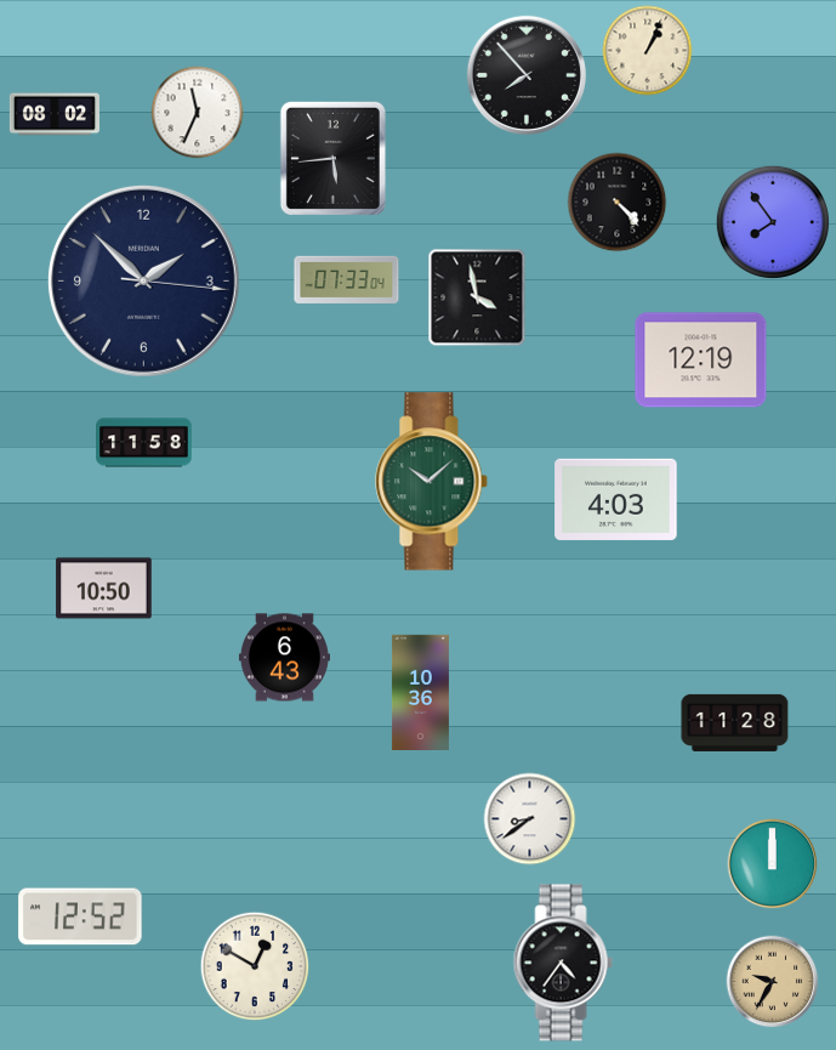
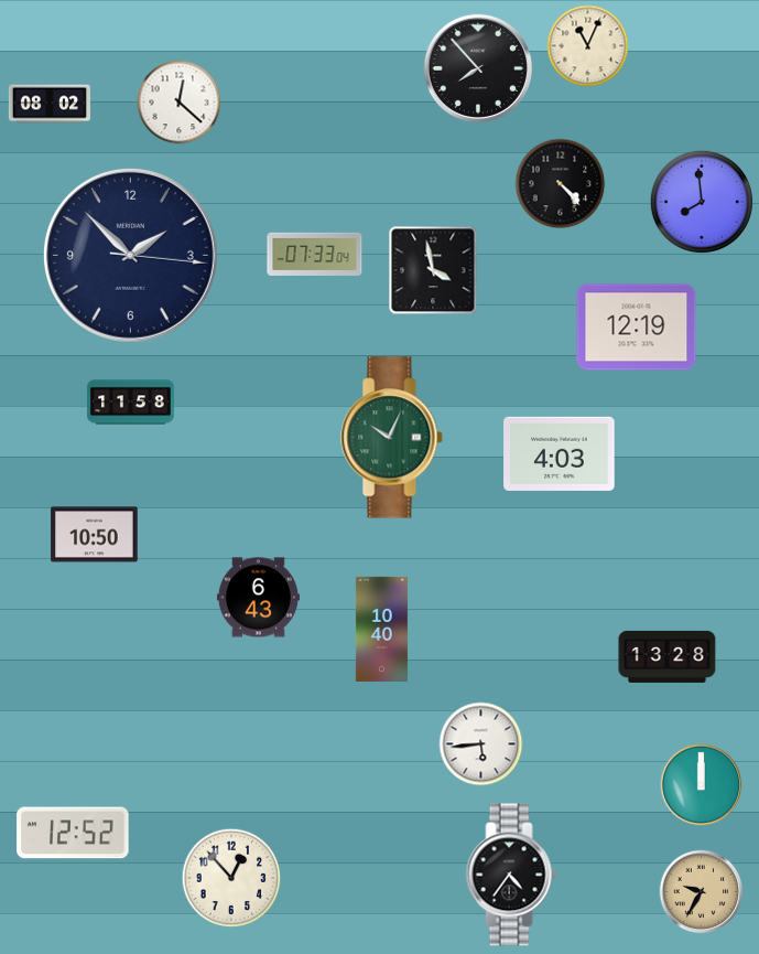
clock at (648, 51): 1:04 -> 11:04
clock at (198, 113): 11:34 -> 12:22
clock at (332, 158): 5:44 -> none
clock at (773, 222): 7:54 -> 7:59
clock at (432, 482): 10:08 -> 10:04
clock at (420, 692): 10:36 -> 10:40
clock at (735, 722): 11:28 -> 13:28
clock at (530, 819): 8:39 -> 5:44
clock at (255, 966): 12:50 -> 12:53
